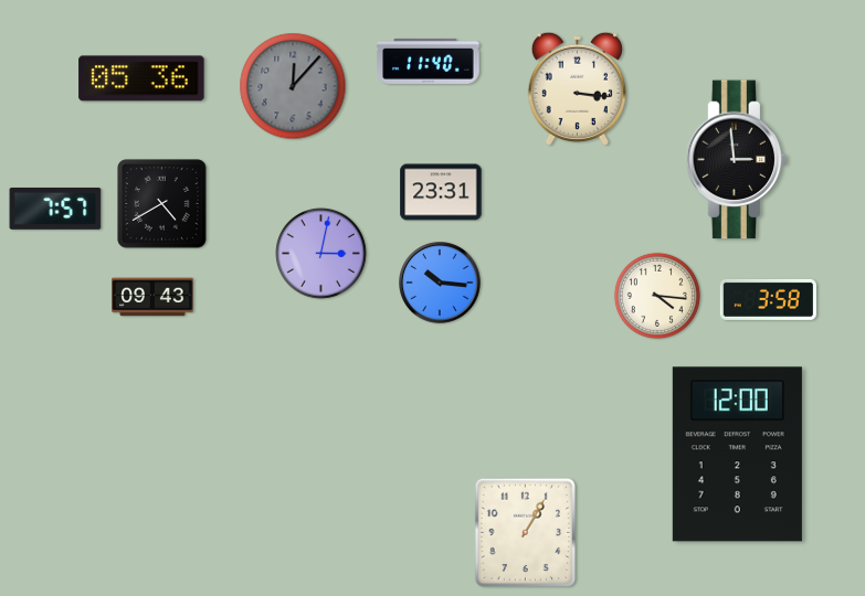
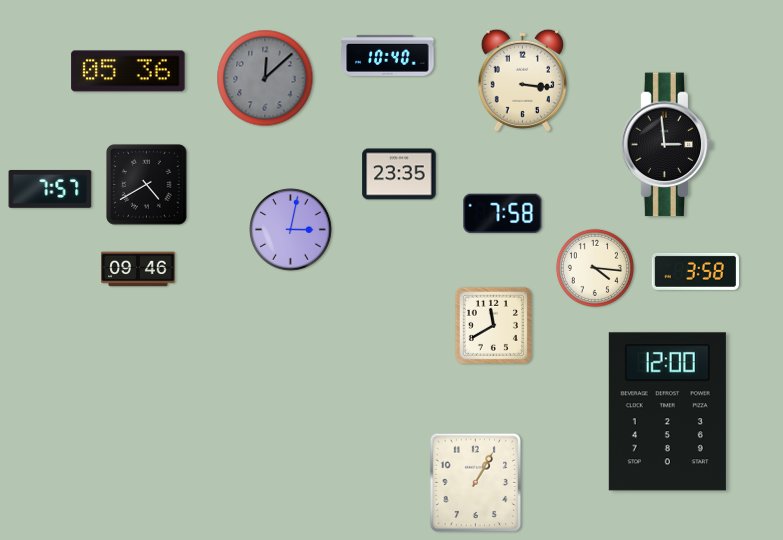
clock at (429, 61): 11:40 -> 10:40
clock at (293, 86): 12:07 -> 12:08
clock at (441, 192): 23:31 -> 23:35
clock at (503, 213): none -> 7:58
clock at (440, 283): 10:16 -> none
clock at (152, 297): 09:43 -> 09:46
clock at (493, 325): none -> 11:40
